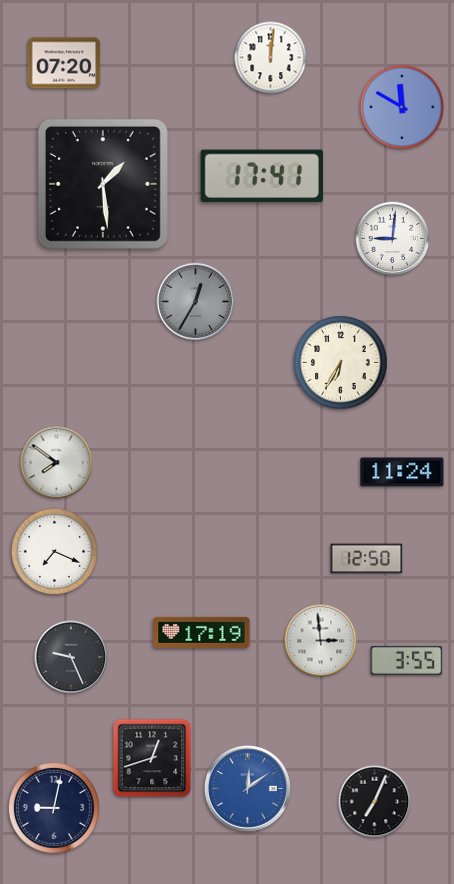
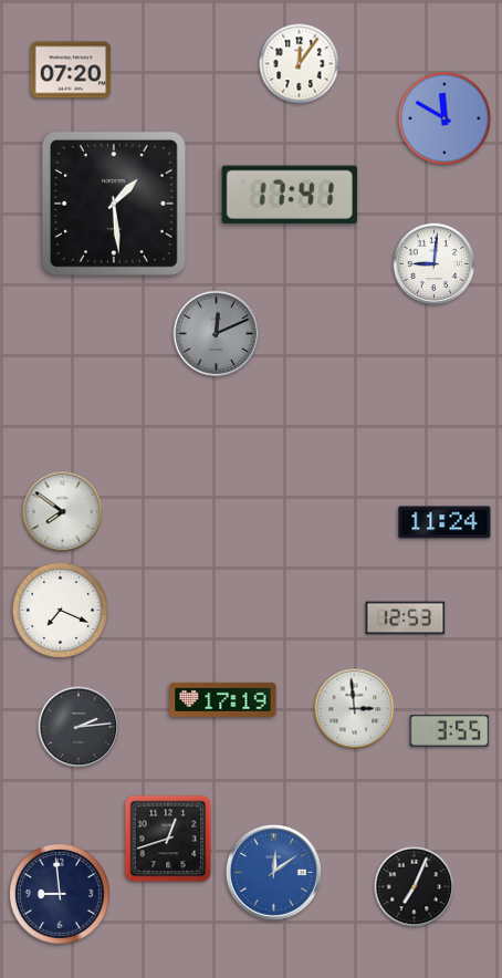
clock at (271, 58): 12:01 -> 12:06
clock at (196, 302): 12:35 -> 12:11
clock at (341, 363): 6:35 -> none
clock at (367, 559): 12:50 -> 12:53
clock at (71, 657): 9:26 -> 2:14
clock at (54, 808): 9:02 -> 8:59
